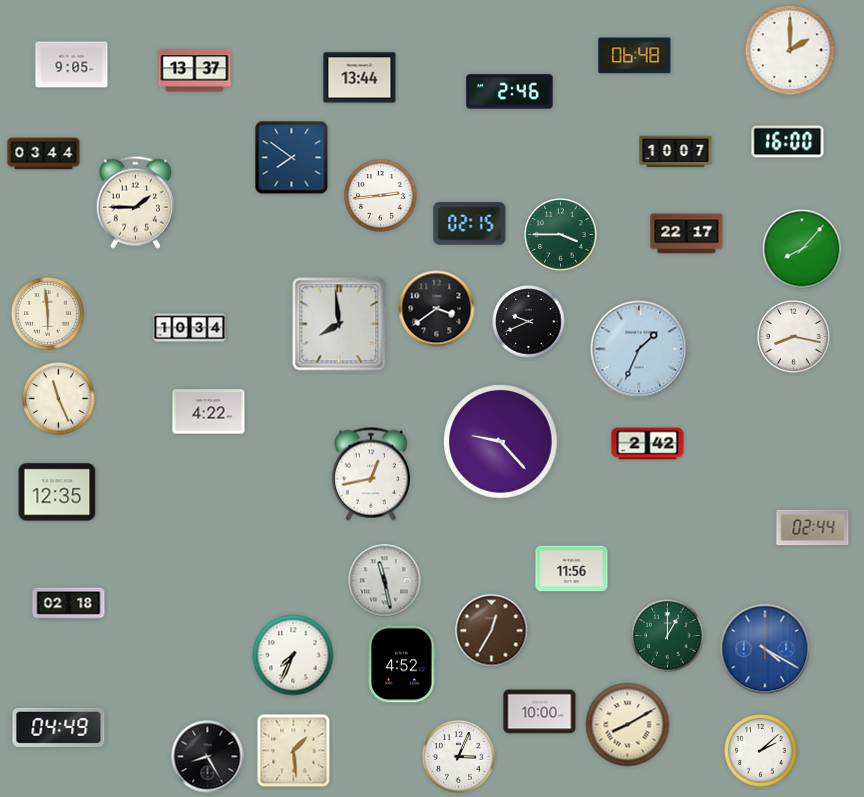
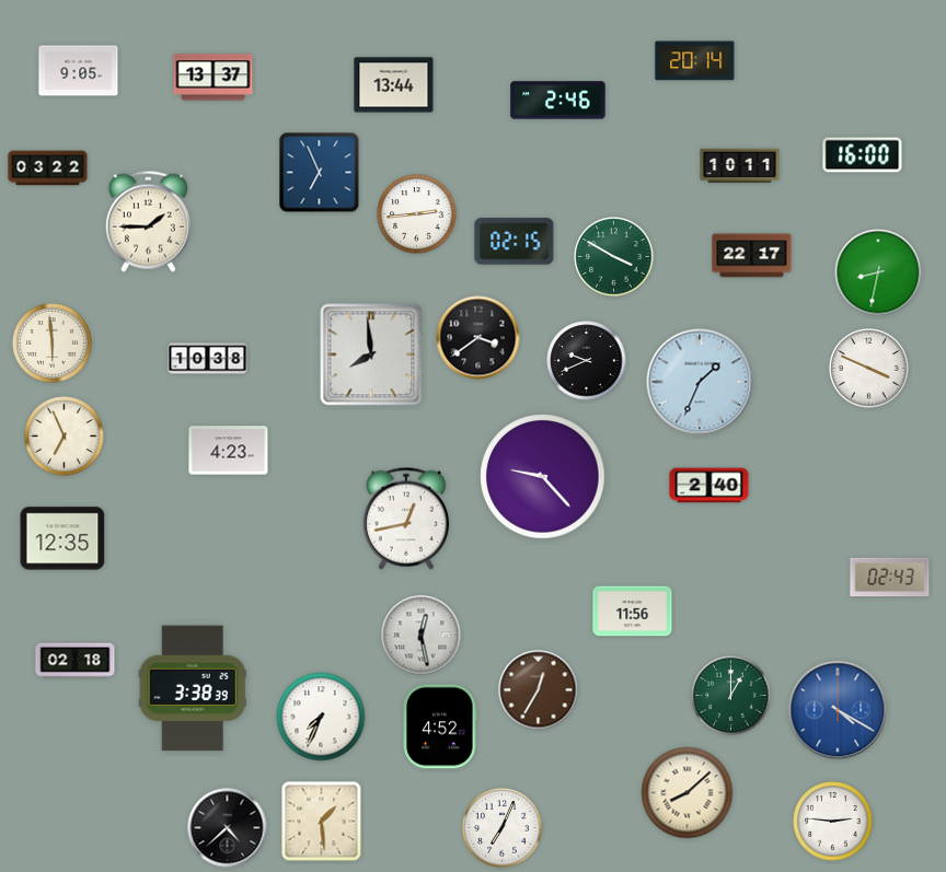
clock at (790, 50): 2:00 -> none
clock at (635, 56): 06:48 -> 20:14
clock at (676, 152): 10:07 -> 10:11
clock at (44, 154): 03:44 -> 03:22
clock at (292, 158): 7:51 -> 6:56
clock at (470, 224) position: (470, 224) -> (515, 242)
clock at (561, 235): 3:45 -> 3:50
clock at (802, 249): 8:07 -> 8:32
clock at (529, 322) position: (529, 322) -> (587, 361)
clock at (190, 328): 10:34 -> 10:38
clock at (794, 337): 8:17 -> 3:49
clock at (59, 399): 11:26 -> 6:56
clock at (209, 412): 4:22 -> 4:23
clock at (501, 442) position: (501, 442) -> (543, 477)
clock at (648, 444): 2:42 -> 2:40
clock at (813, 528): 02:44 -> 02:43
clock at (572, 569) position: (572, 569) -> (633, 612)
clock at (385, 581): 11:28 -> 12:28
clock at (193, 688): none -> 3:38
clock at (540, 712): 10:00 -> none
clock at (628, 725): 8:10 -> 8:08
clock at (59, 727): 04:49 -> none
clock at (761, 751): 2:08 -> 2:46
clock at (208, 757): 8:25 -> 4:38
clock at (459, 757): 3:04 -> 7:04
